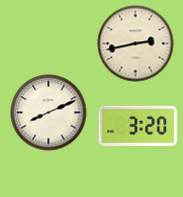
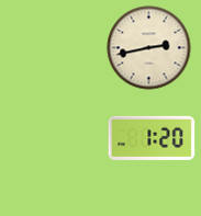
clock at (49, 113): 8:11 -> none
clock at (138, 126): 3:20 -> 1:20
